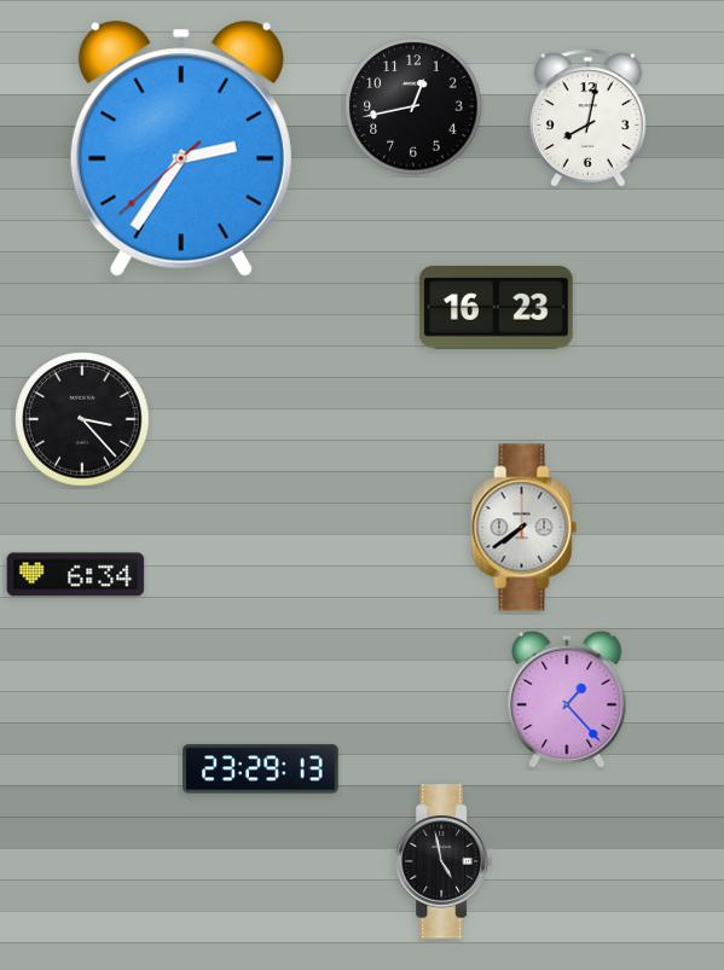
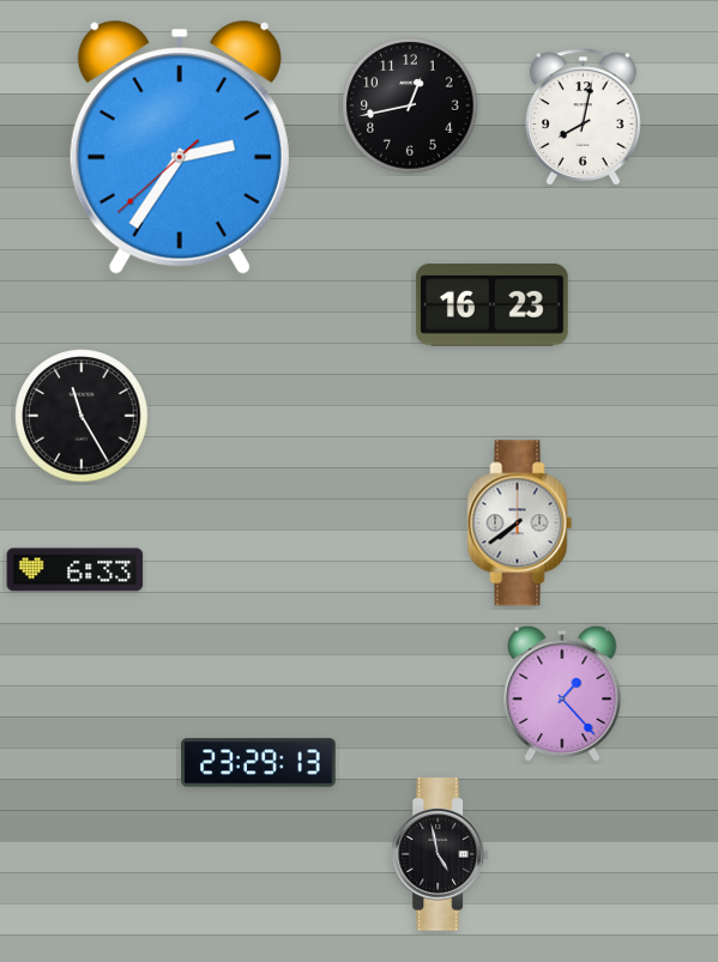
clock at (82, 419): 3:23 -> 11:25
clock at (76, 575): 6:34 -> 6:33
